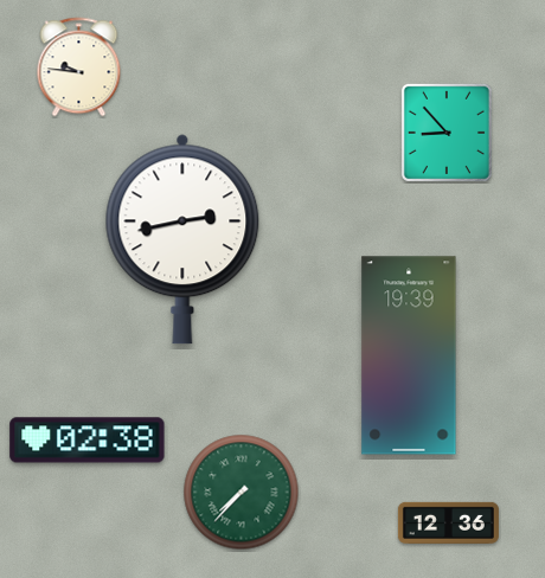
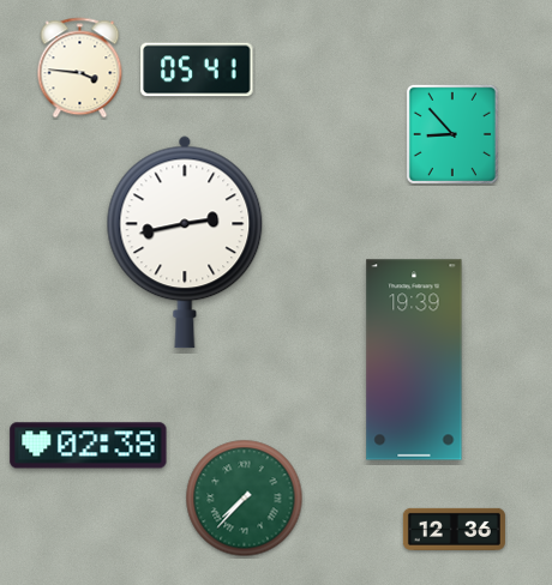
clock at (79, 68): 9:46 -> 3:46
clock at (197, 70): none -> 05:41
